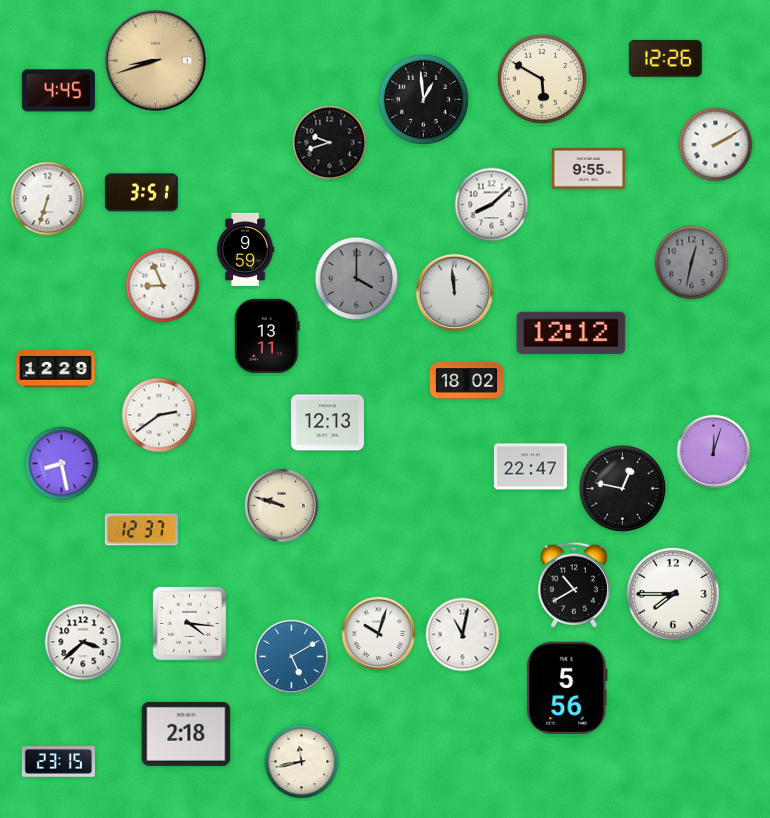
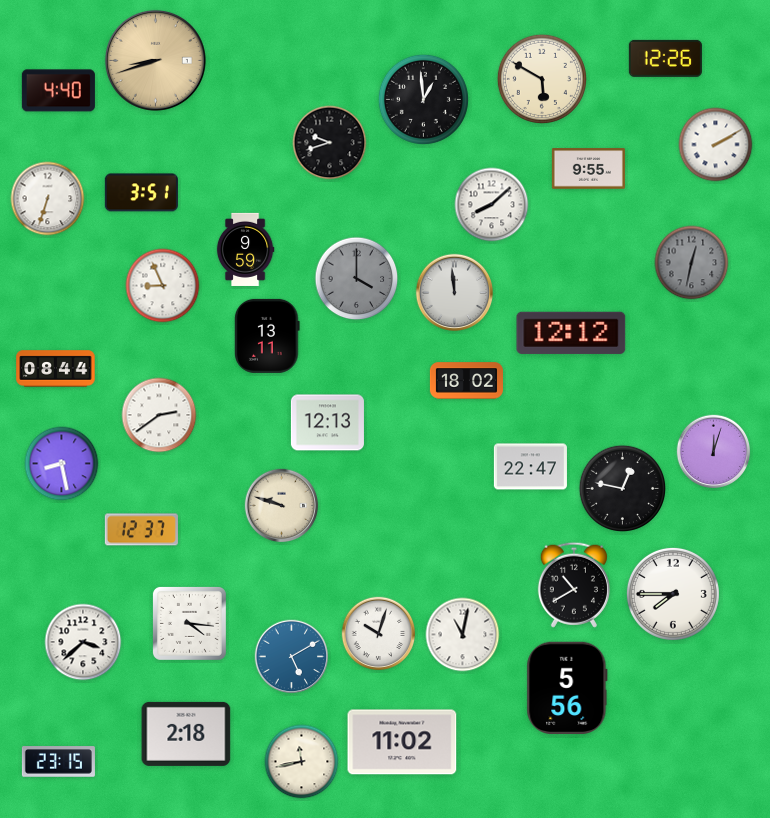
clock at (58, 91): 4:45 -> 4:40
clock at (56, 369): 12:29 -> 08:44
clock at (402, 742): none -> 11:02
